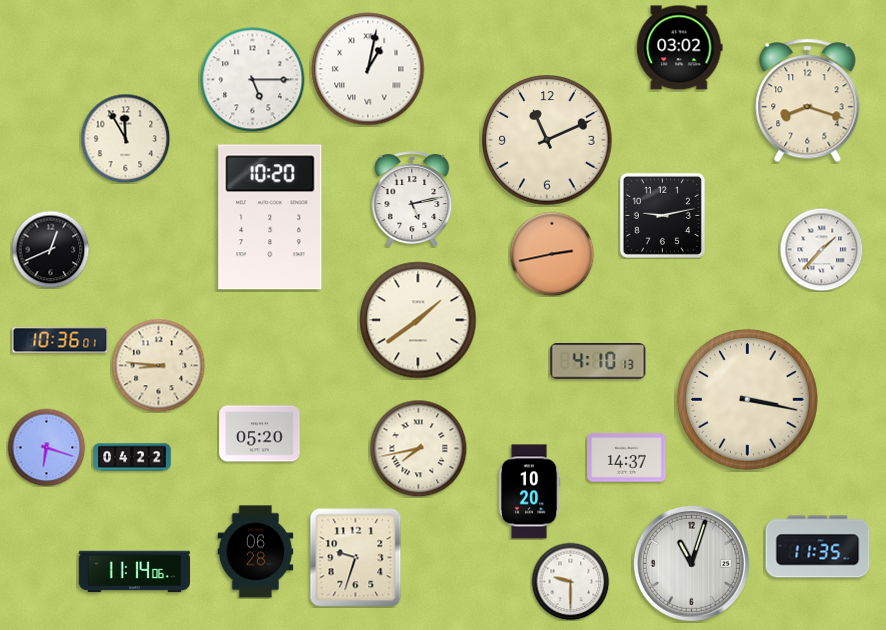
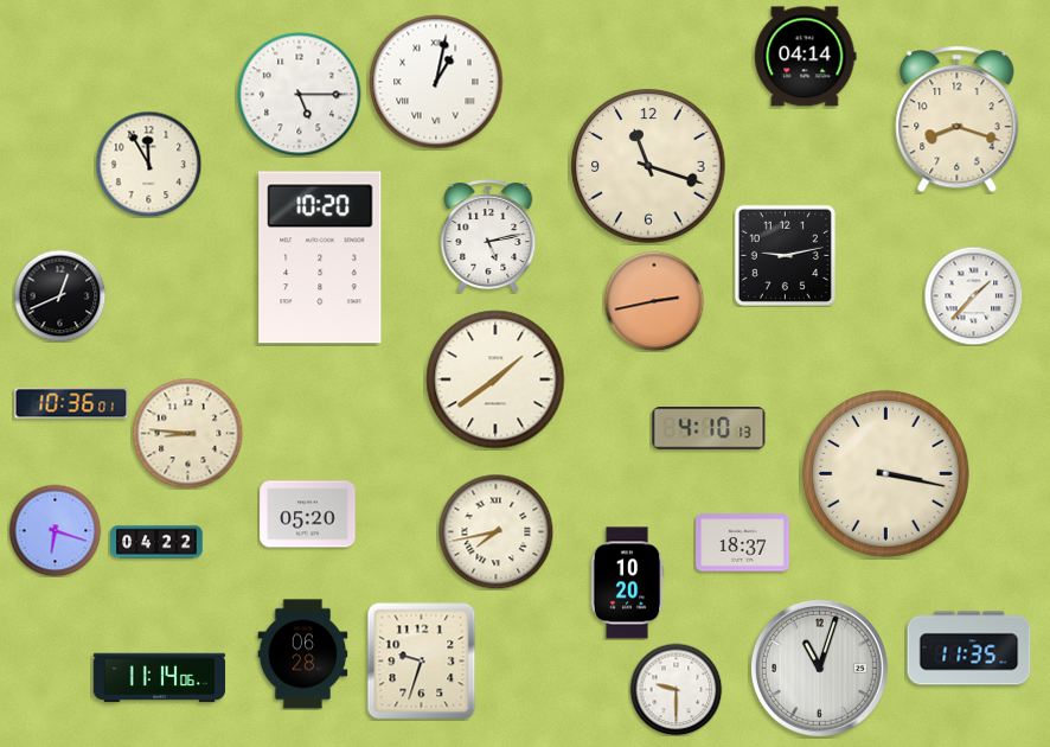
clock at (680, 48): 03:02 -> 04:14
clock at (547, 140): 11:11 -> 11:18
clock at (627, 458): 14:37 -> 18:37
